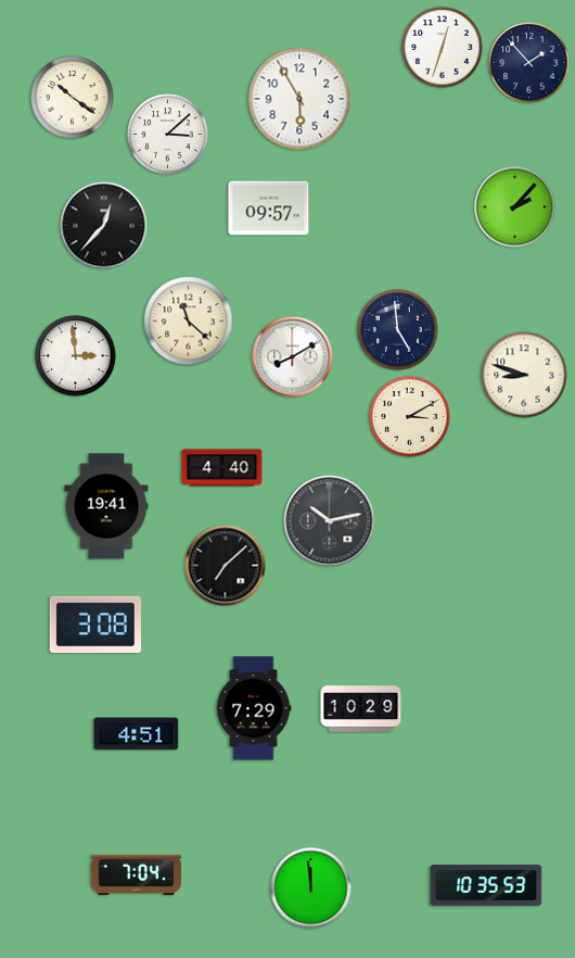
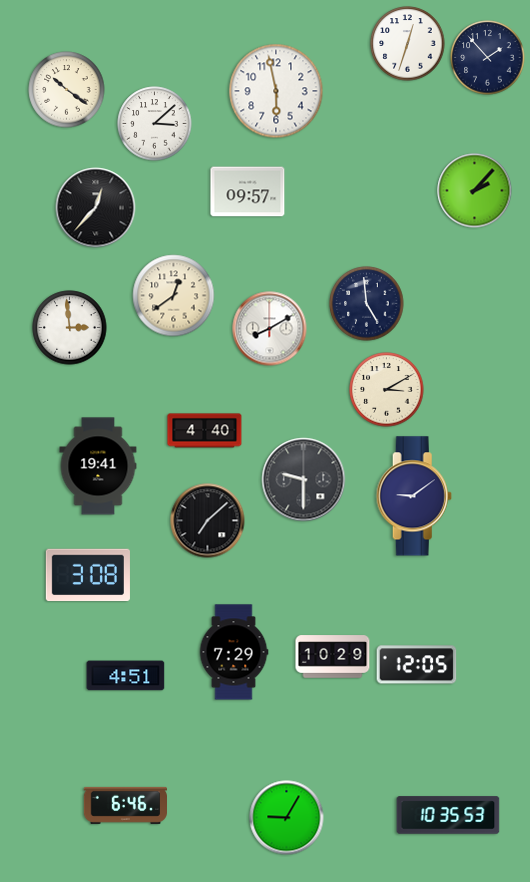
clock at (299, 99): 5:55 -> 5:58
clock at (189, 322): 11:22 -> 12:39
clock at (524, 375): 8:48 -> none
clock at (410, 417) position: (410, 417) -> (387, 390)
clock at (330, 521): 10:13 -> 9:30
clock at (414, 496): none -> 9:09
clock at (361, 709) position: (361, 709) -> (333, 657)
clock at (417, 665): none -> 12:05
clock at (136, 874): 7:04 -> 6:46
clock at (311, 888): 11:59 -> 9:05
